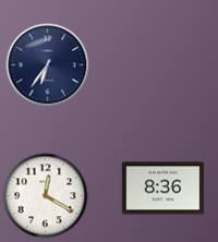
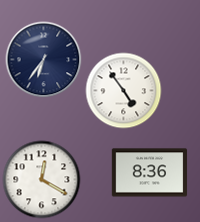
clock at (124, 91): none -> 4:54
